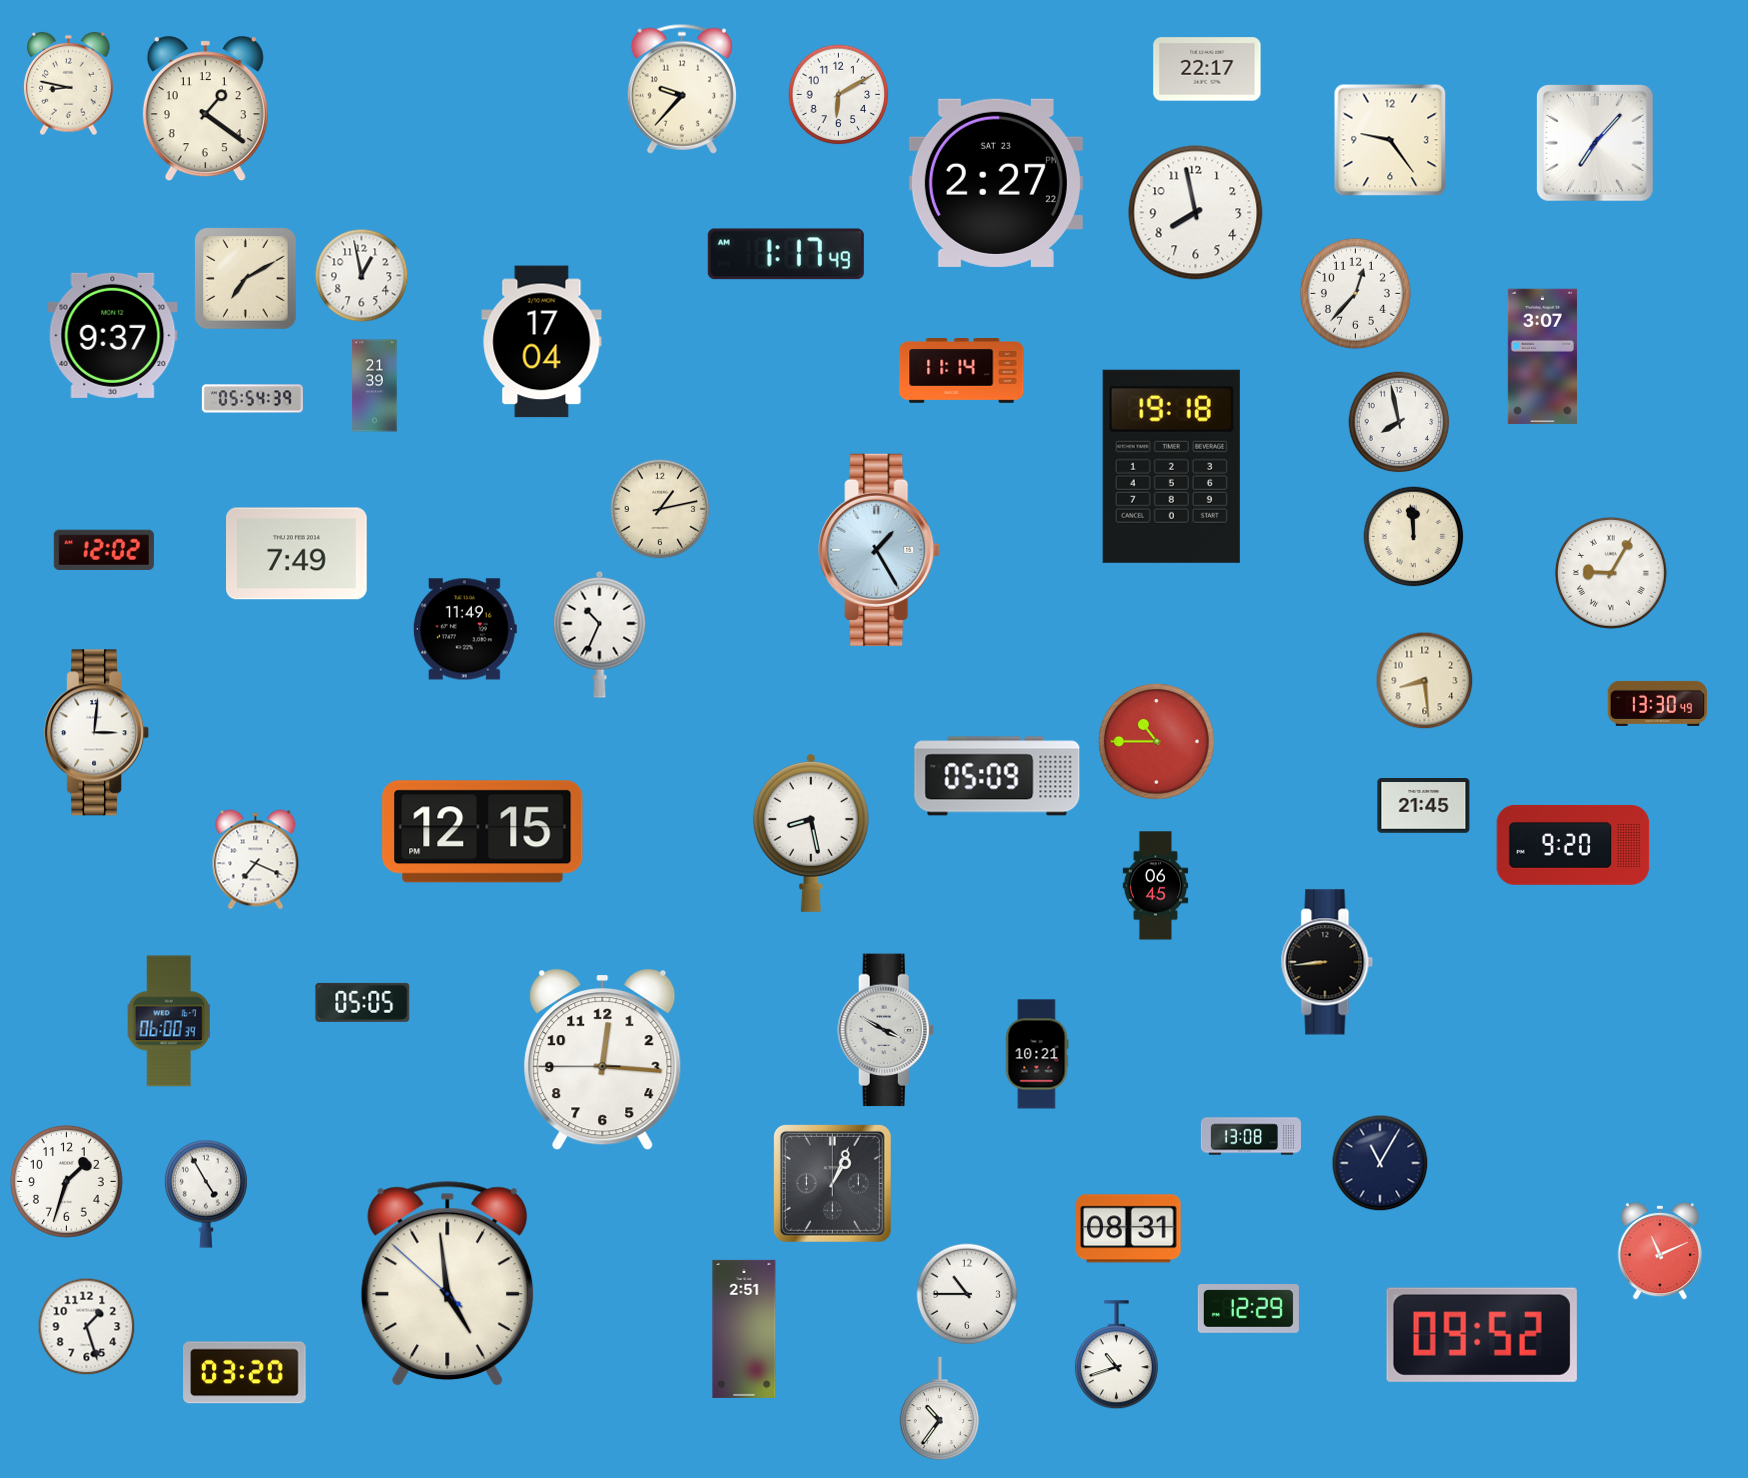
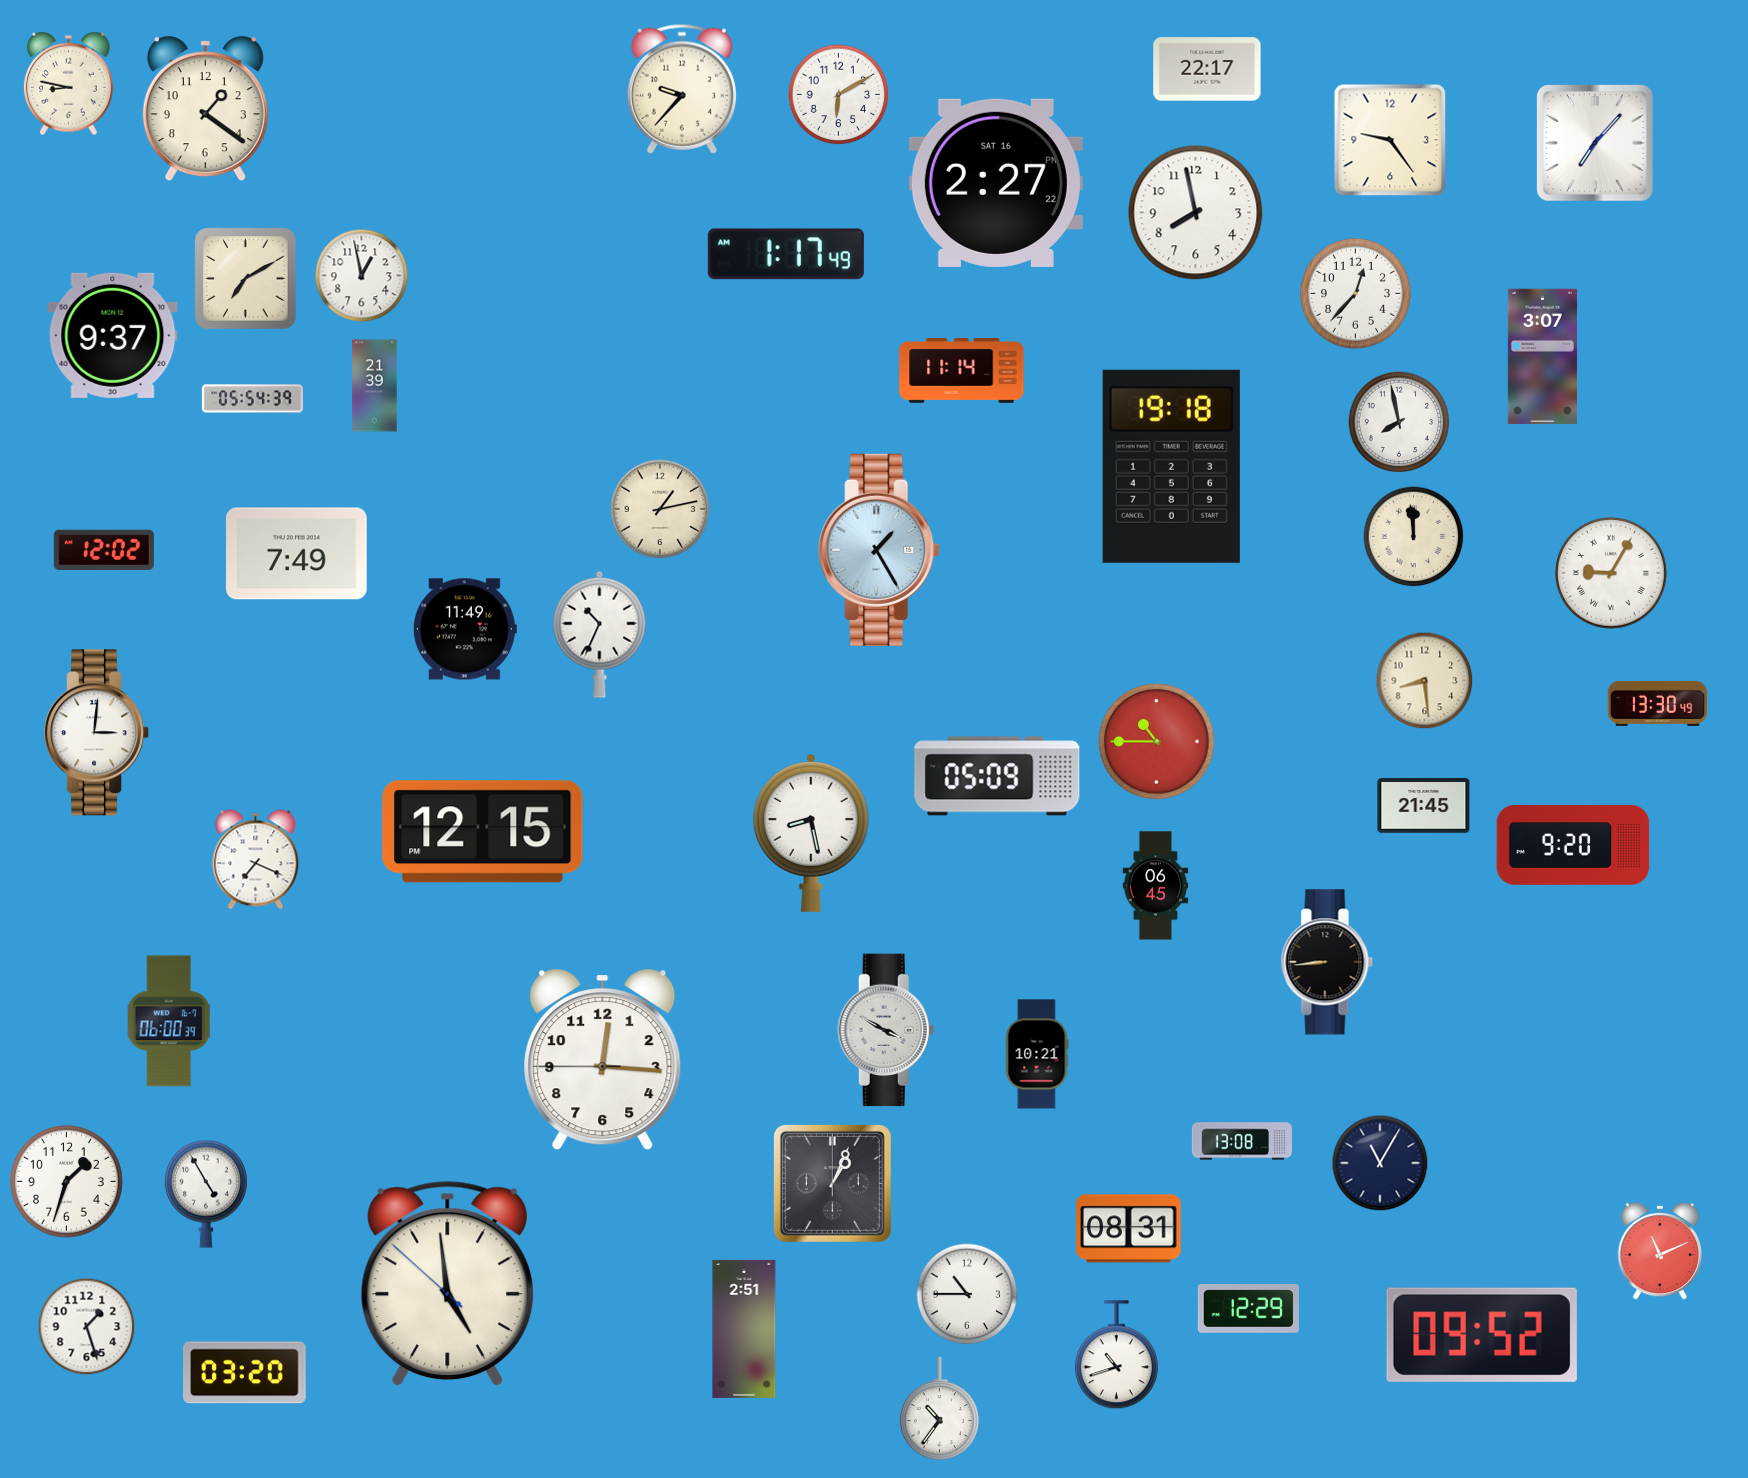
clock at (996, 183) date: SAT 23 -> SAT 16
clock at (542, 342): 17:04 -> none
clock at (363, 1002): 05:05 -> none
clock at (1250, 1136) position: (1250, 1136) -> (1241, 1141)
